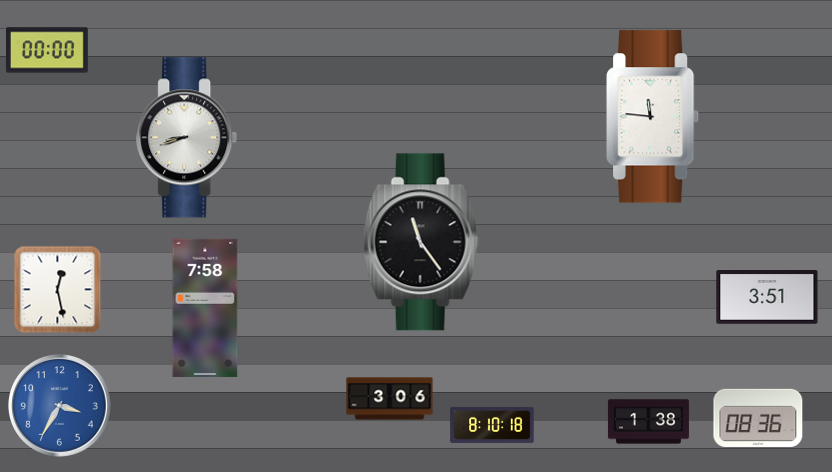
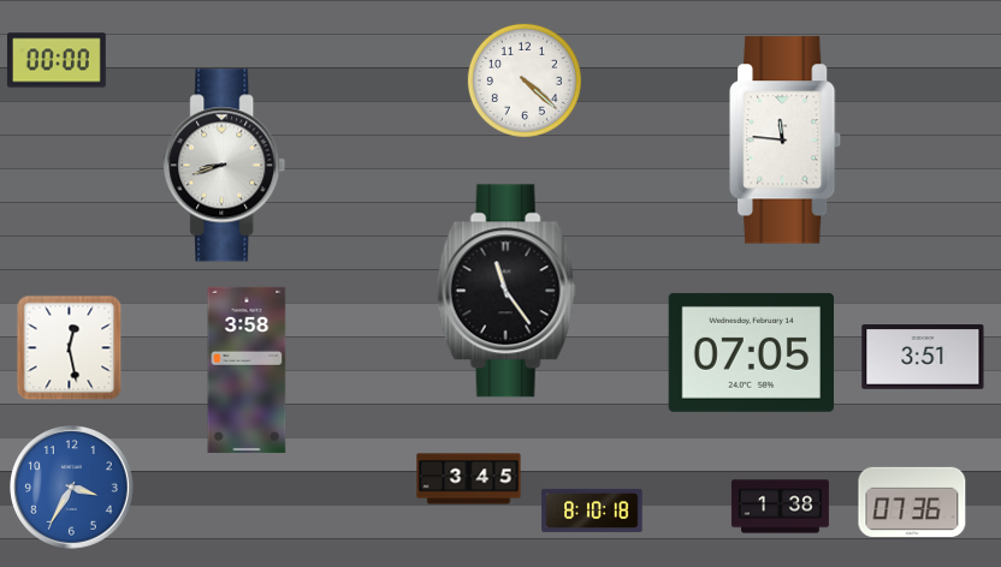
clock at (525, 80): none -> 4:22
clock at (751, 352): none -> 07:05
clock at (205, 308): 7:58 -> 3:58
clock at (390, 399): 3:06 -> 3:45
clock at (758, 418): 08:36 -> 07:36
